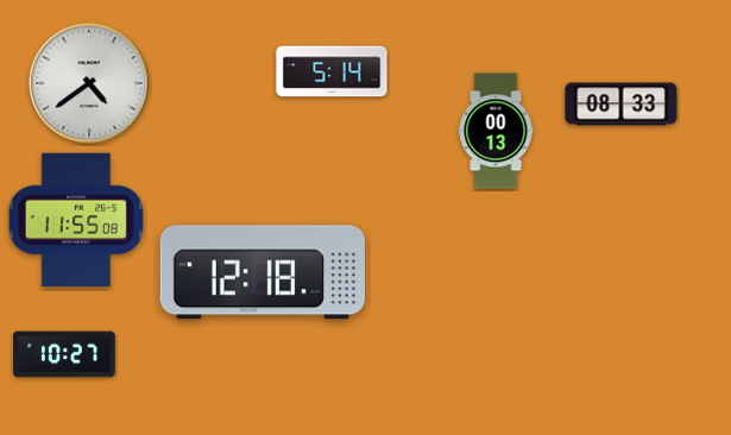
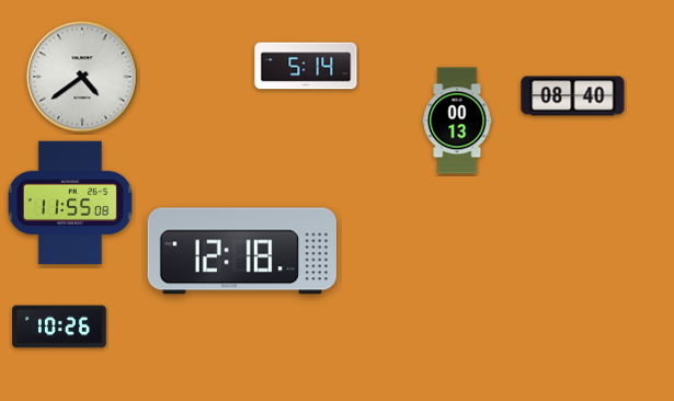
clock at (622, 105): 08:33 -> 08:40
clock at (64, 354): 10:27 -> 10:26
